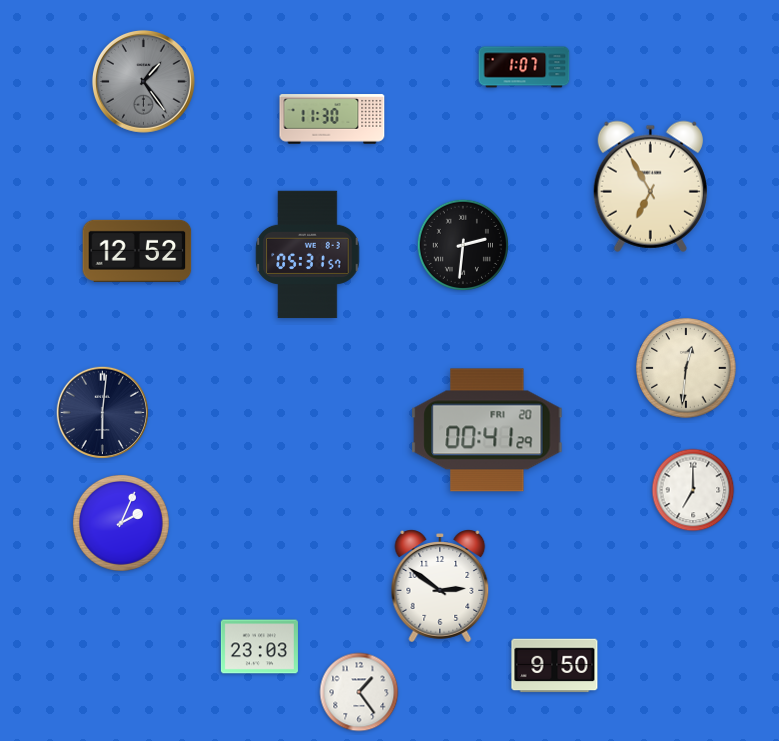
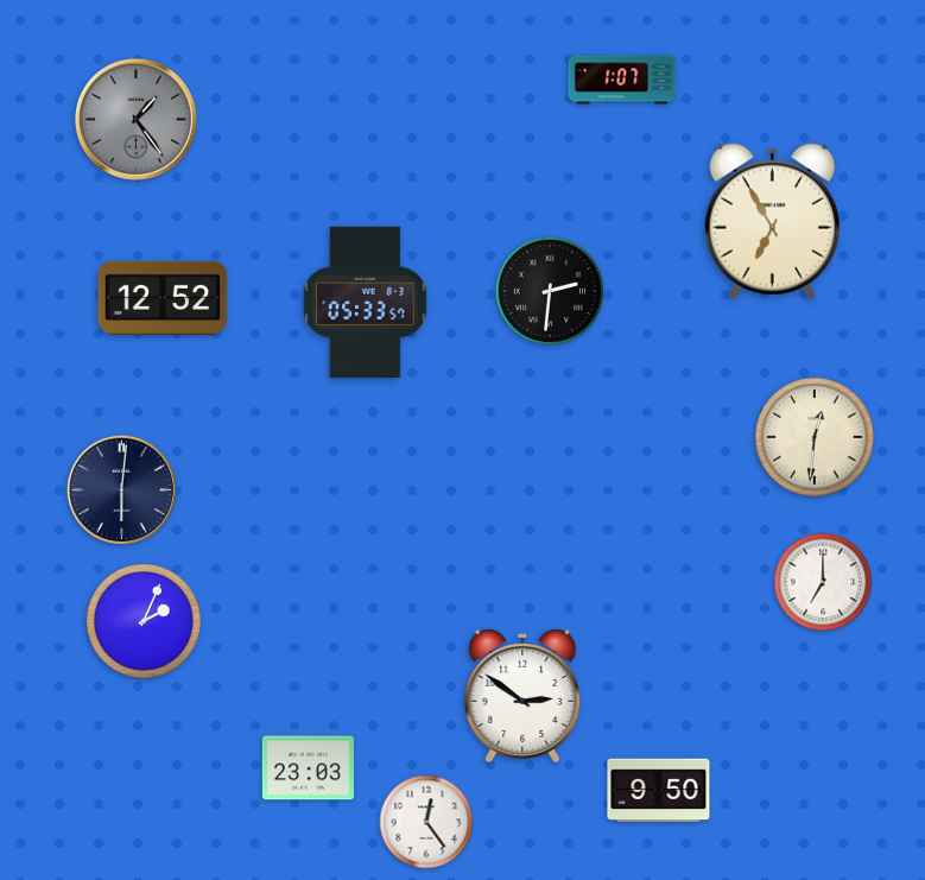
clock at (143, 81) position: (143, 81) -> (135, 119)
clock at (332, 119): 11:30 -> none
clock at (308, 255): 05:31 -> 05:33
clock at (487, 430): 00:41 -> none
clock at (359, 692): 1:24 -> 12:24
